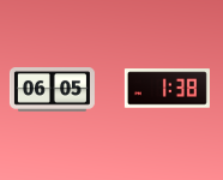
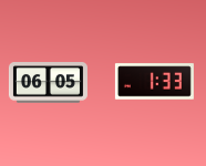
clock at (167, 89): 1:38 -> 1:33
